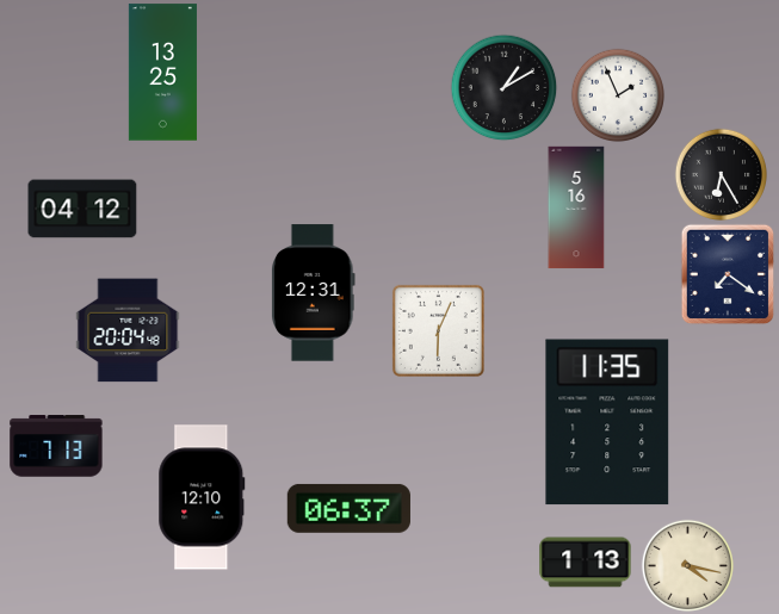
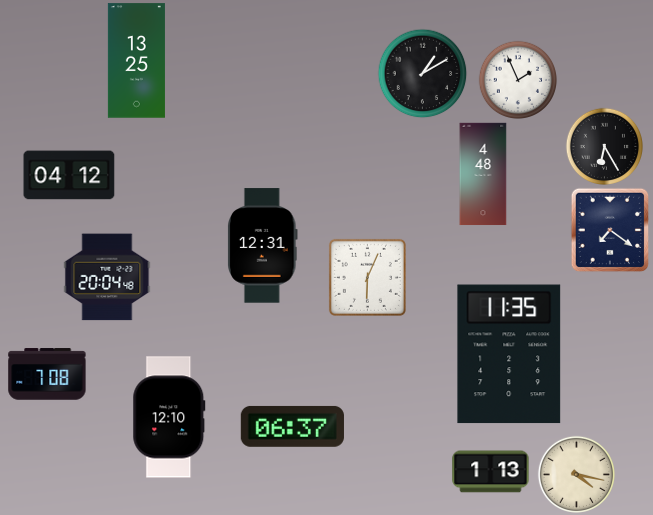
clock at (576, 207): 5:16 -> 4:48
clock at (56, 446): 7:13 -> 7:08
